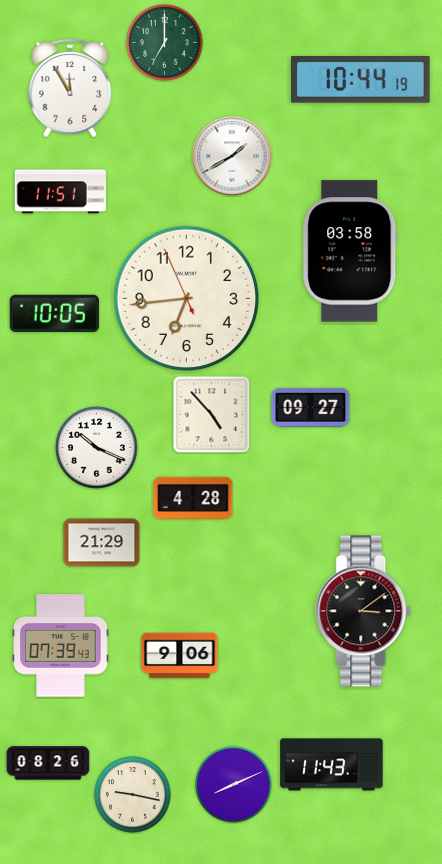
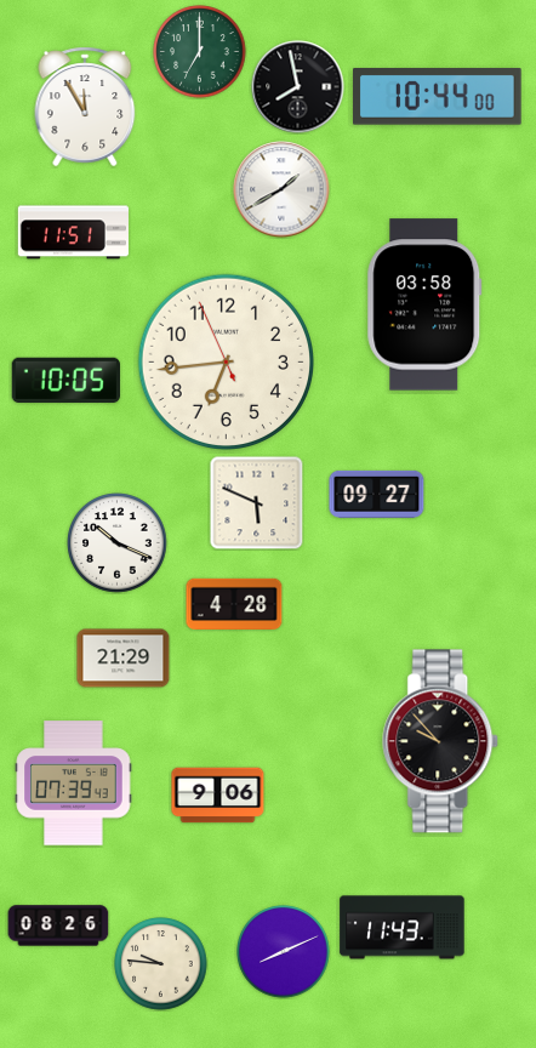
clock at (298, 87): none -> 7:58
clock at (361, 80): 10:44:19 -> 10:44:00
clock at (211, 414): 4:53 -> 5:49
clock at (364, 611): 3:09 -> 9:53
clock at (133, 795): 9:17 -> 9:46
